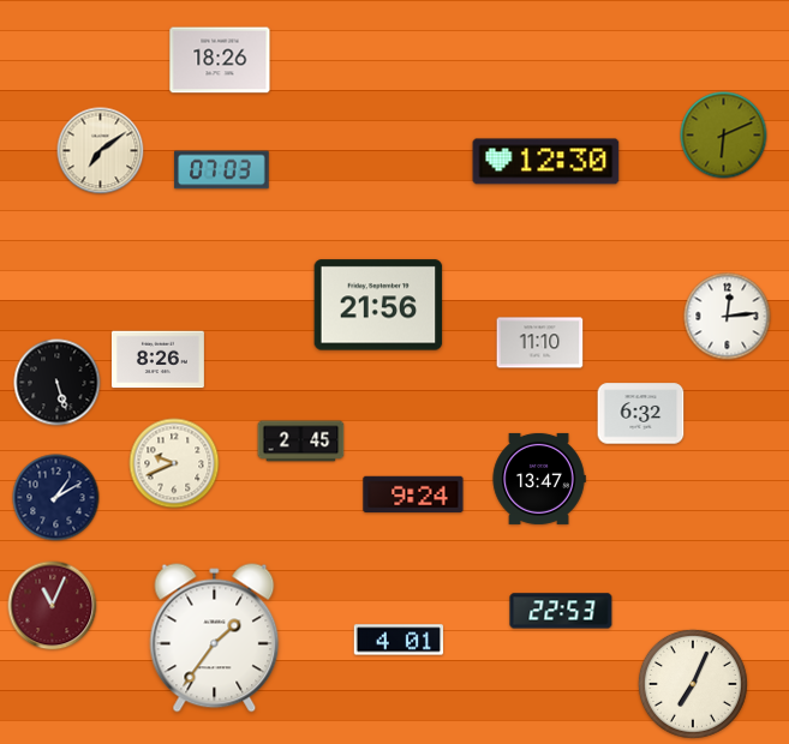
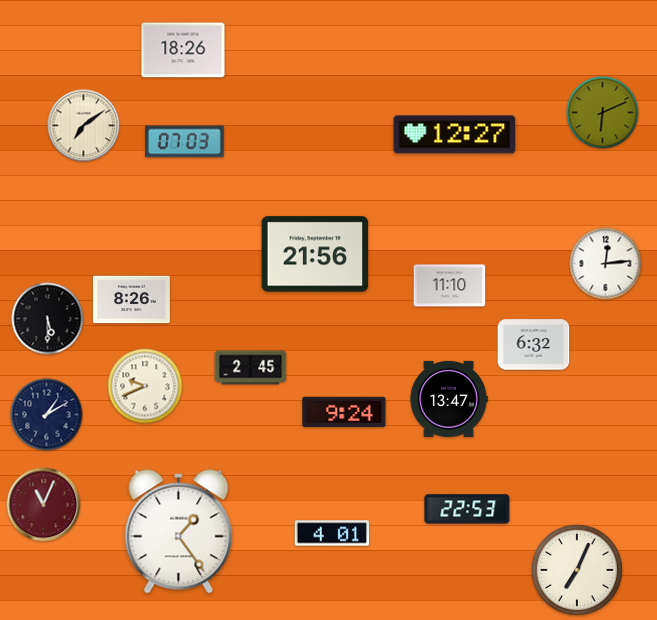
clock at (546, 162): 12:30 -> 12:27
clock at (58, 383): 5:27 -> 5:30
clock at (215, 638): 1:36 -> 1:24
